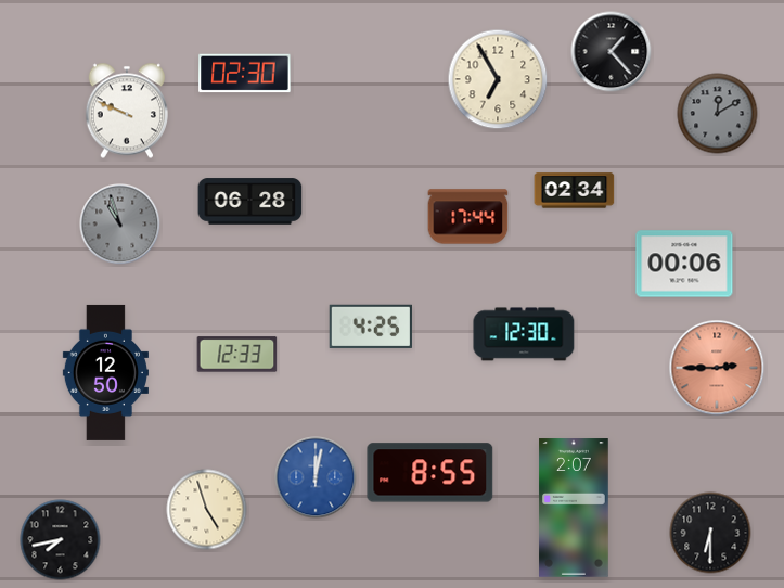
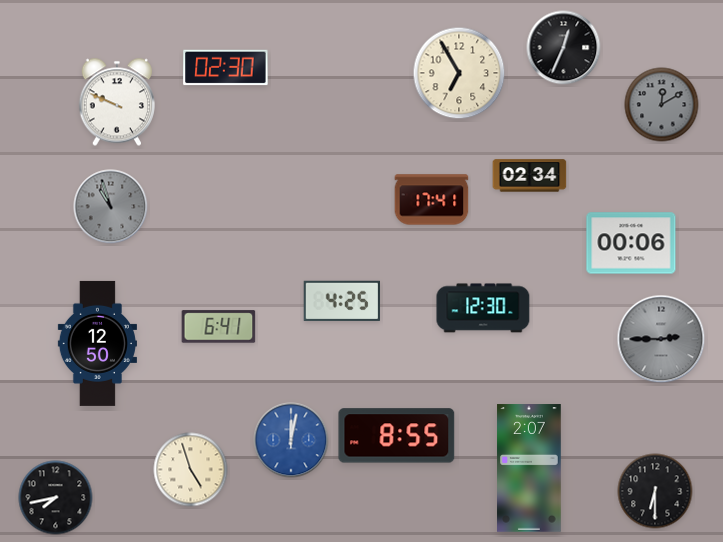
clock at (612, 52): 1:23 -> 12:34
clock at (250, 202): 06:28 -> none
clock at (468, 217): 17:44 -> 17:41
clock at (237, 355): 12:33 -> 6:41
clock at (717, 368) dial: salmon -> grey
